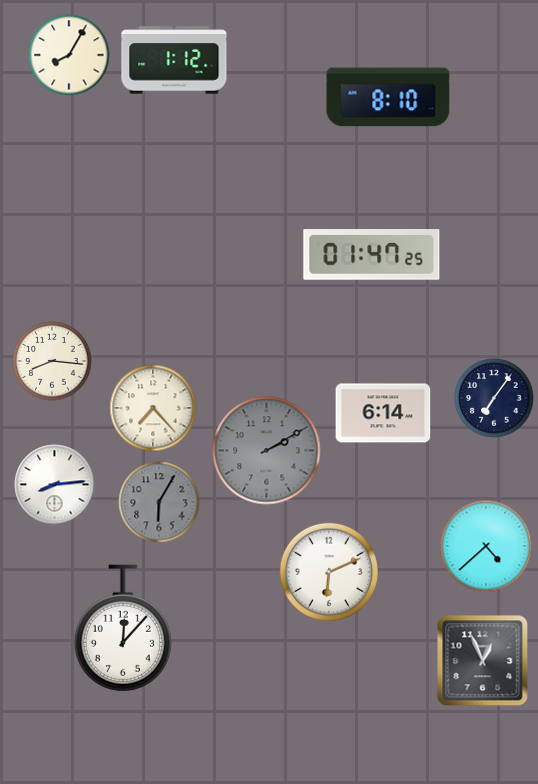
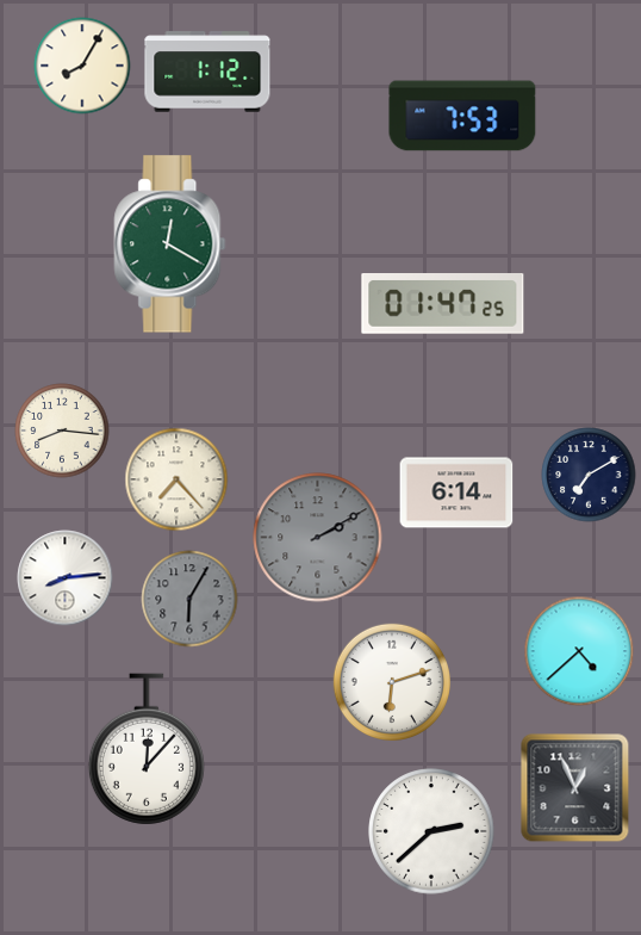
clock at (388, 97): 8:10 -> 7:53
clock at (170, 244): none -> 12:20
clock at (494, 398): 7:06 -> 7:10
clock at (153, 408) position: (153, 408) -> (176, 479)
clock at (329, 572): 6:11 -> 6:12
clock at (431, 831): none -> 2:38
